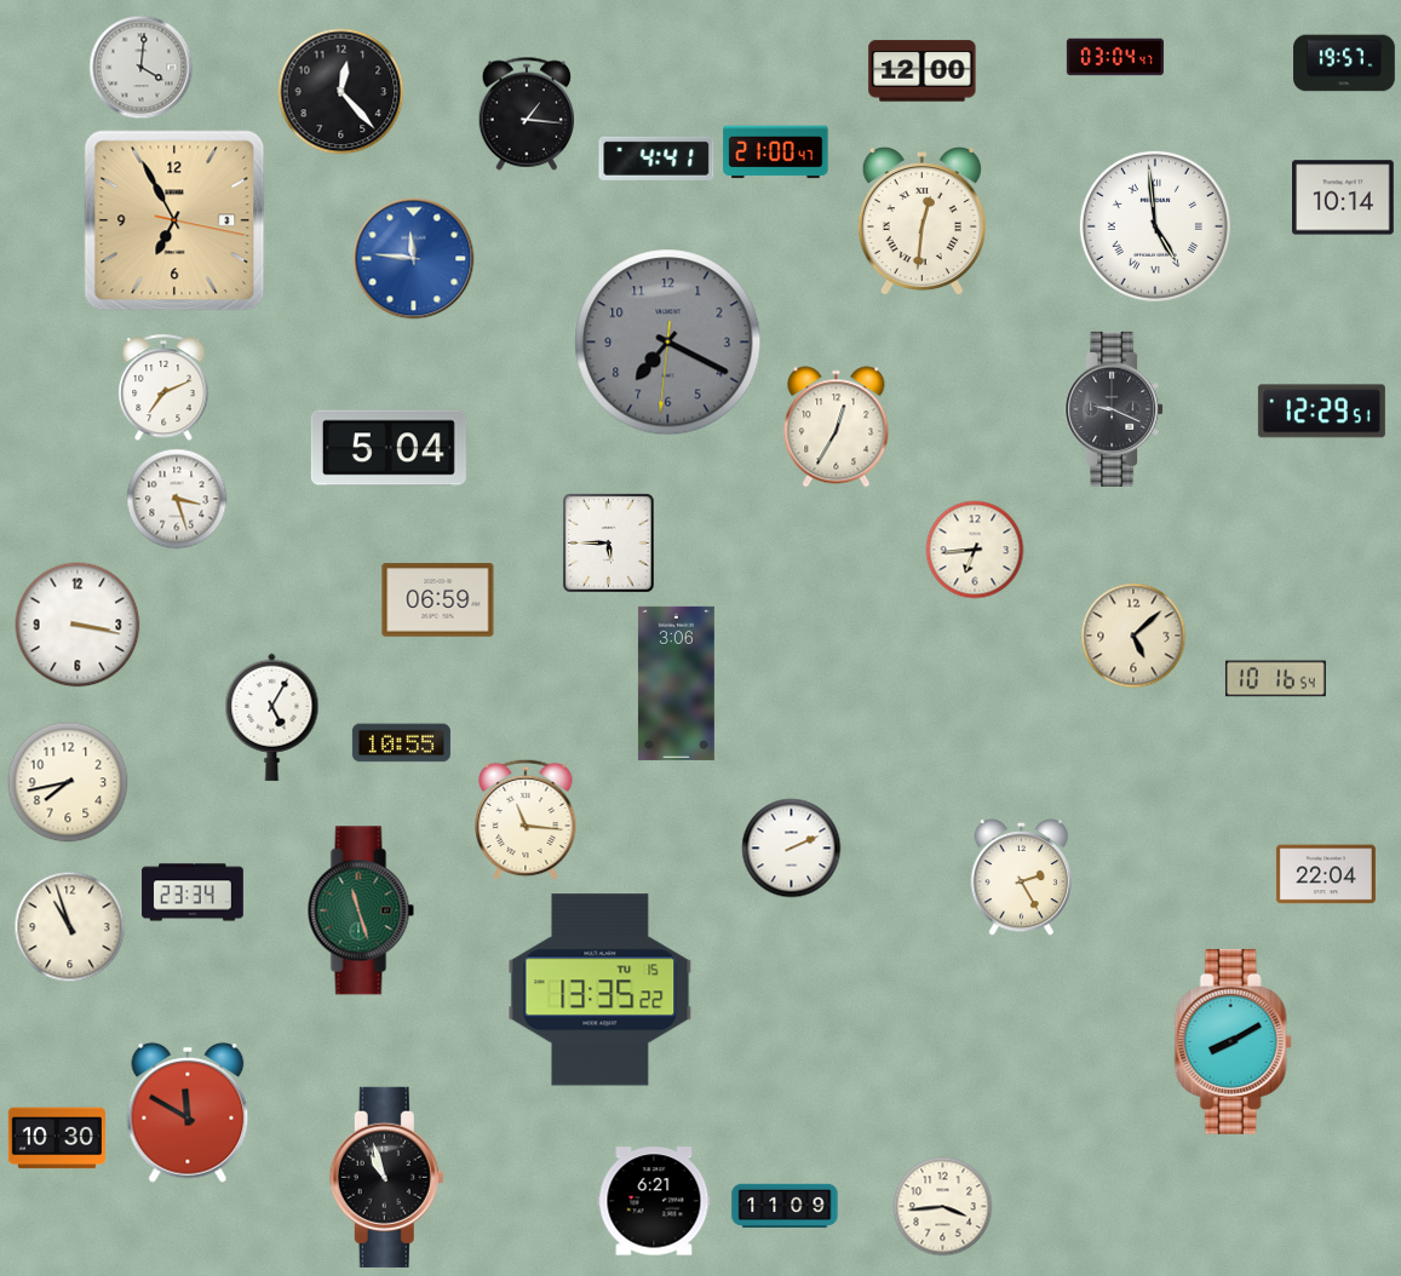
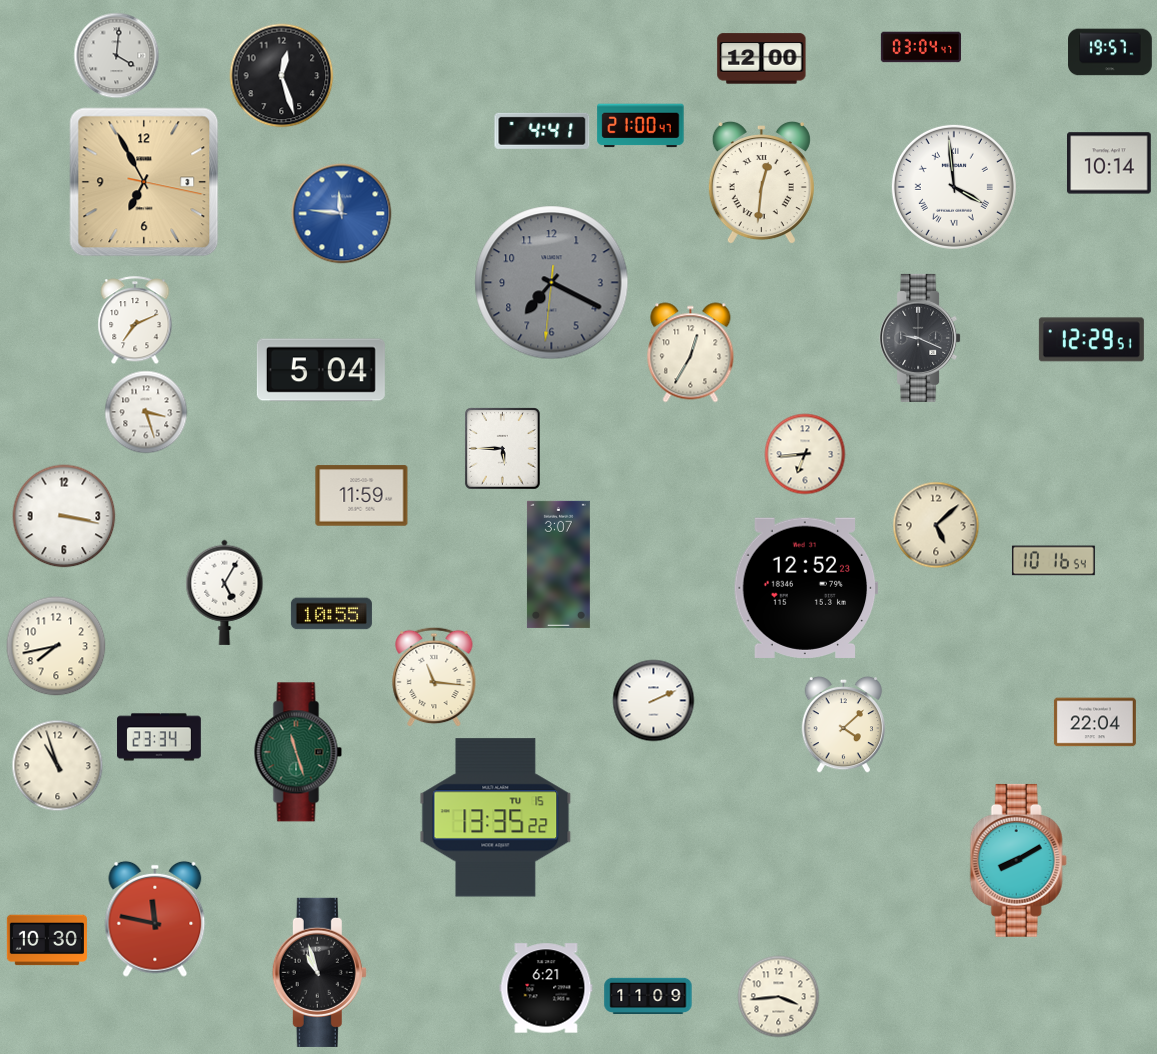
clock at (341, 92): 12:23 -> 12:27
clock at (527, 114): 1:16 -> none
clock at (1155, 226): 4:59 -> 3:59
clock at (438, 600): 06:59 -> 11:59
clock at (676, 683): 3:06 -> 3:07
clock at (806, 588): none -> 12:52
clock at (1021, 878): 2:25 -> 4:08
clock at (188, 1113): 11:50 -> 11:47
clock at (654, 1201) position: (654, 1201) -> (546, 988)
